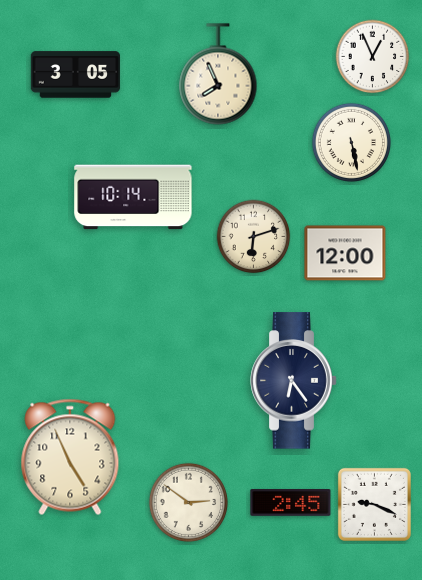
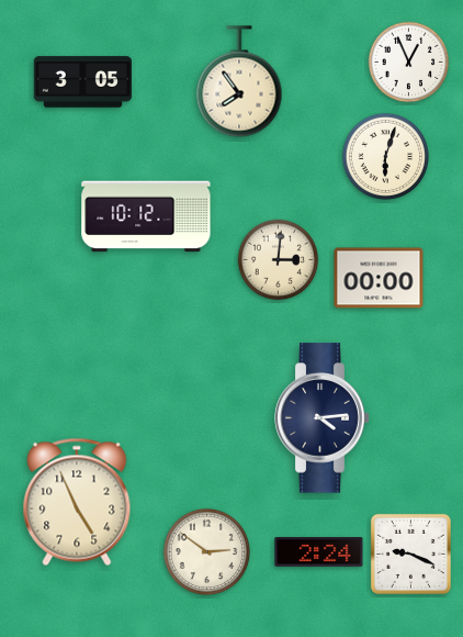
clock at (218, 74): 7:56 -> 7:54
clock at (351, 142): 5:28 -> 6:03
clock at (133, 197): 10:14 -> 10:12
clock at (254, 237): 6:12 -> 3:01
clock at (345, 253): 12:00 -> 00:00
clock at (294, 381): 6:24 -> 4:14
clock at (291, 503): 2:45 -> 2:24
